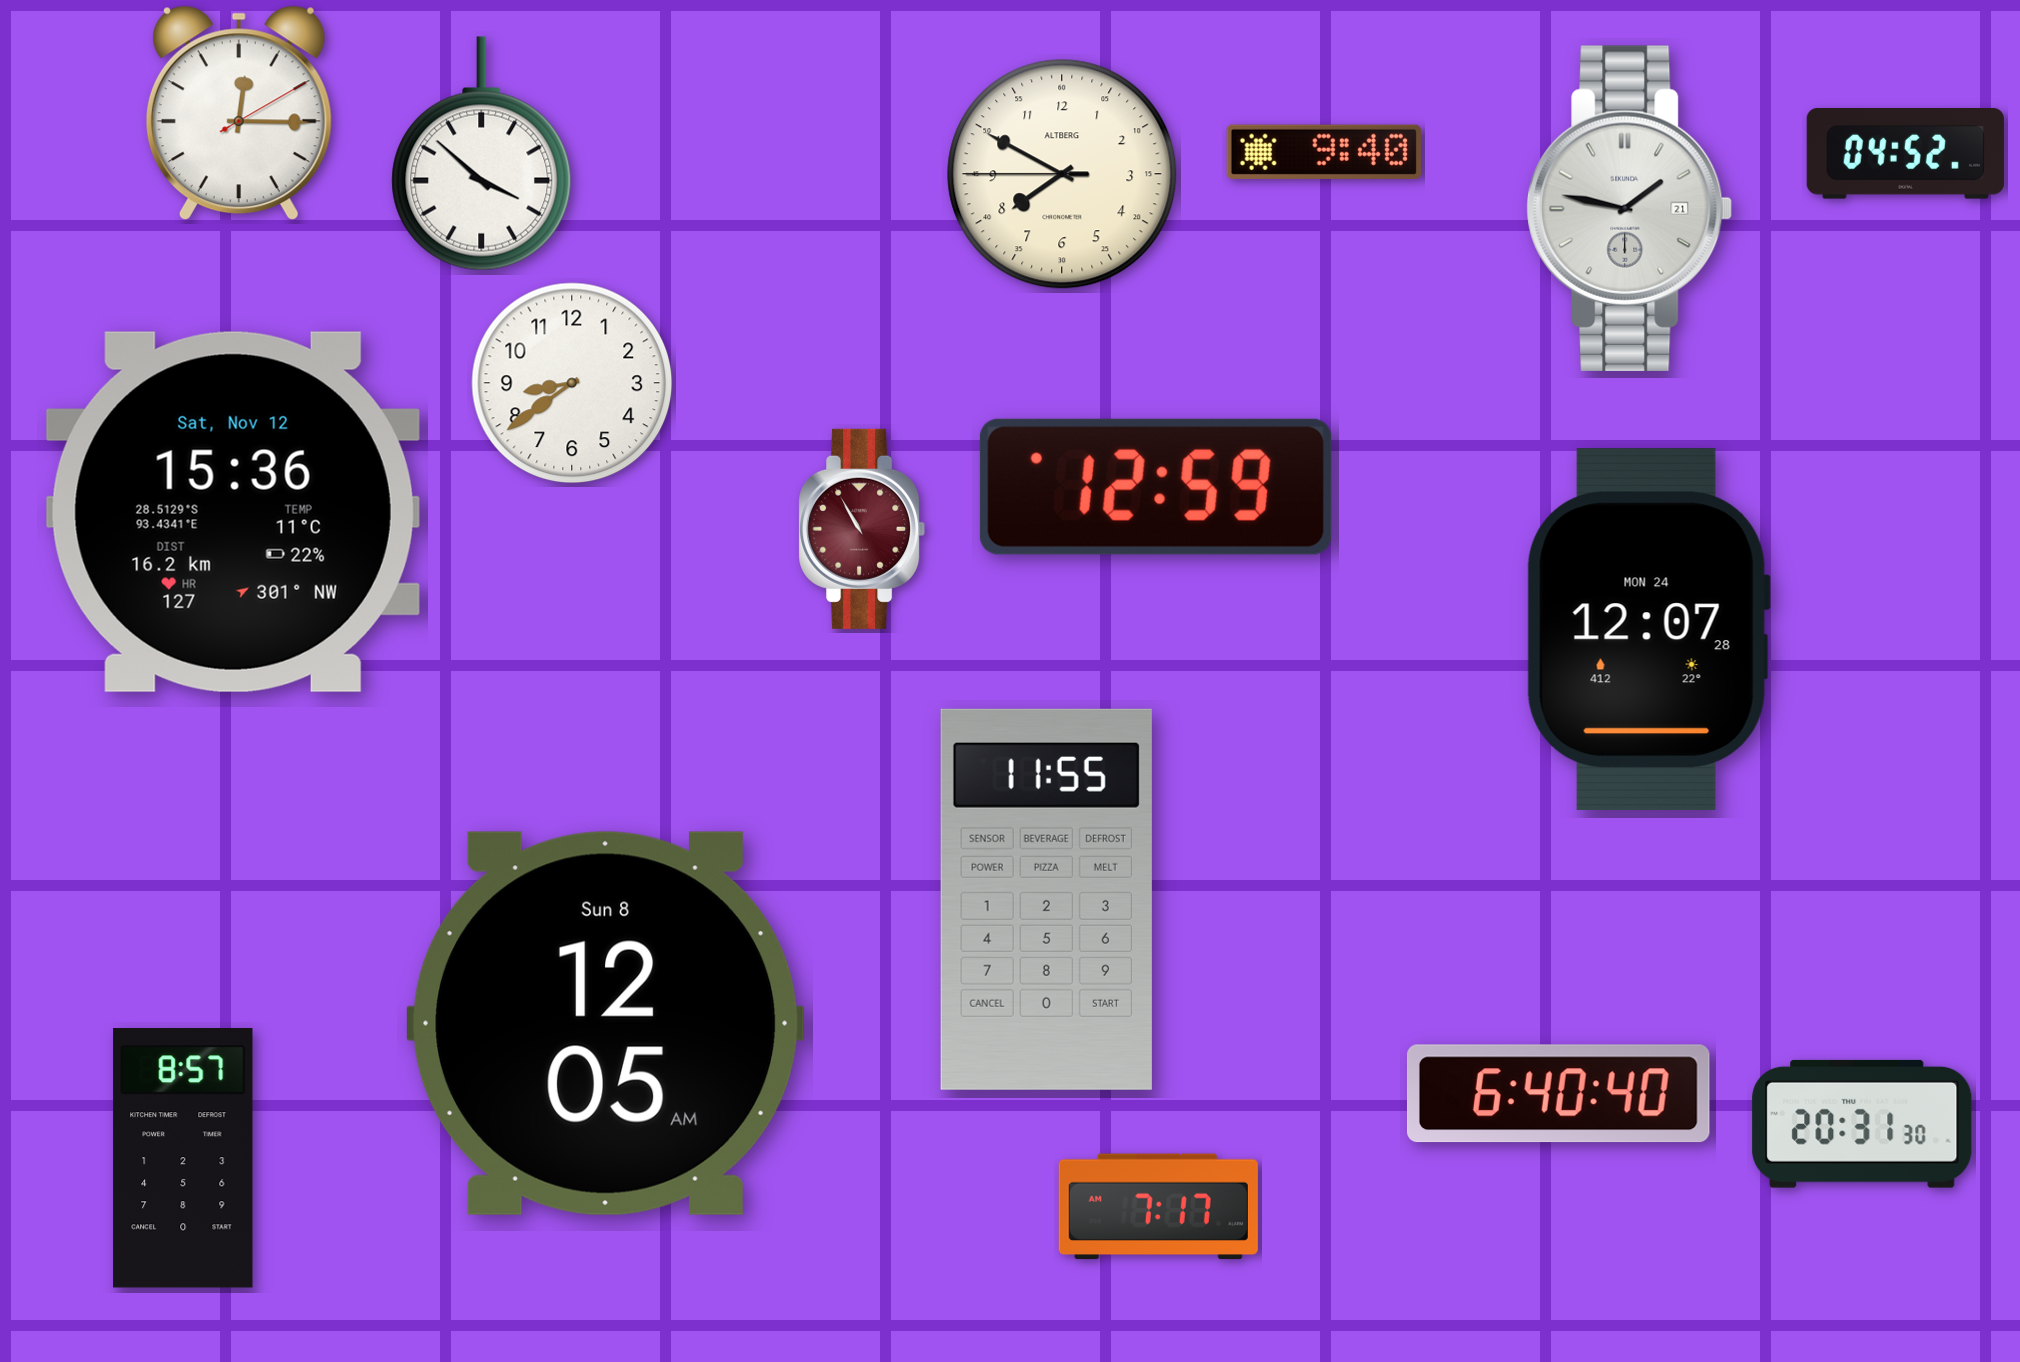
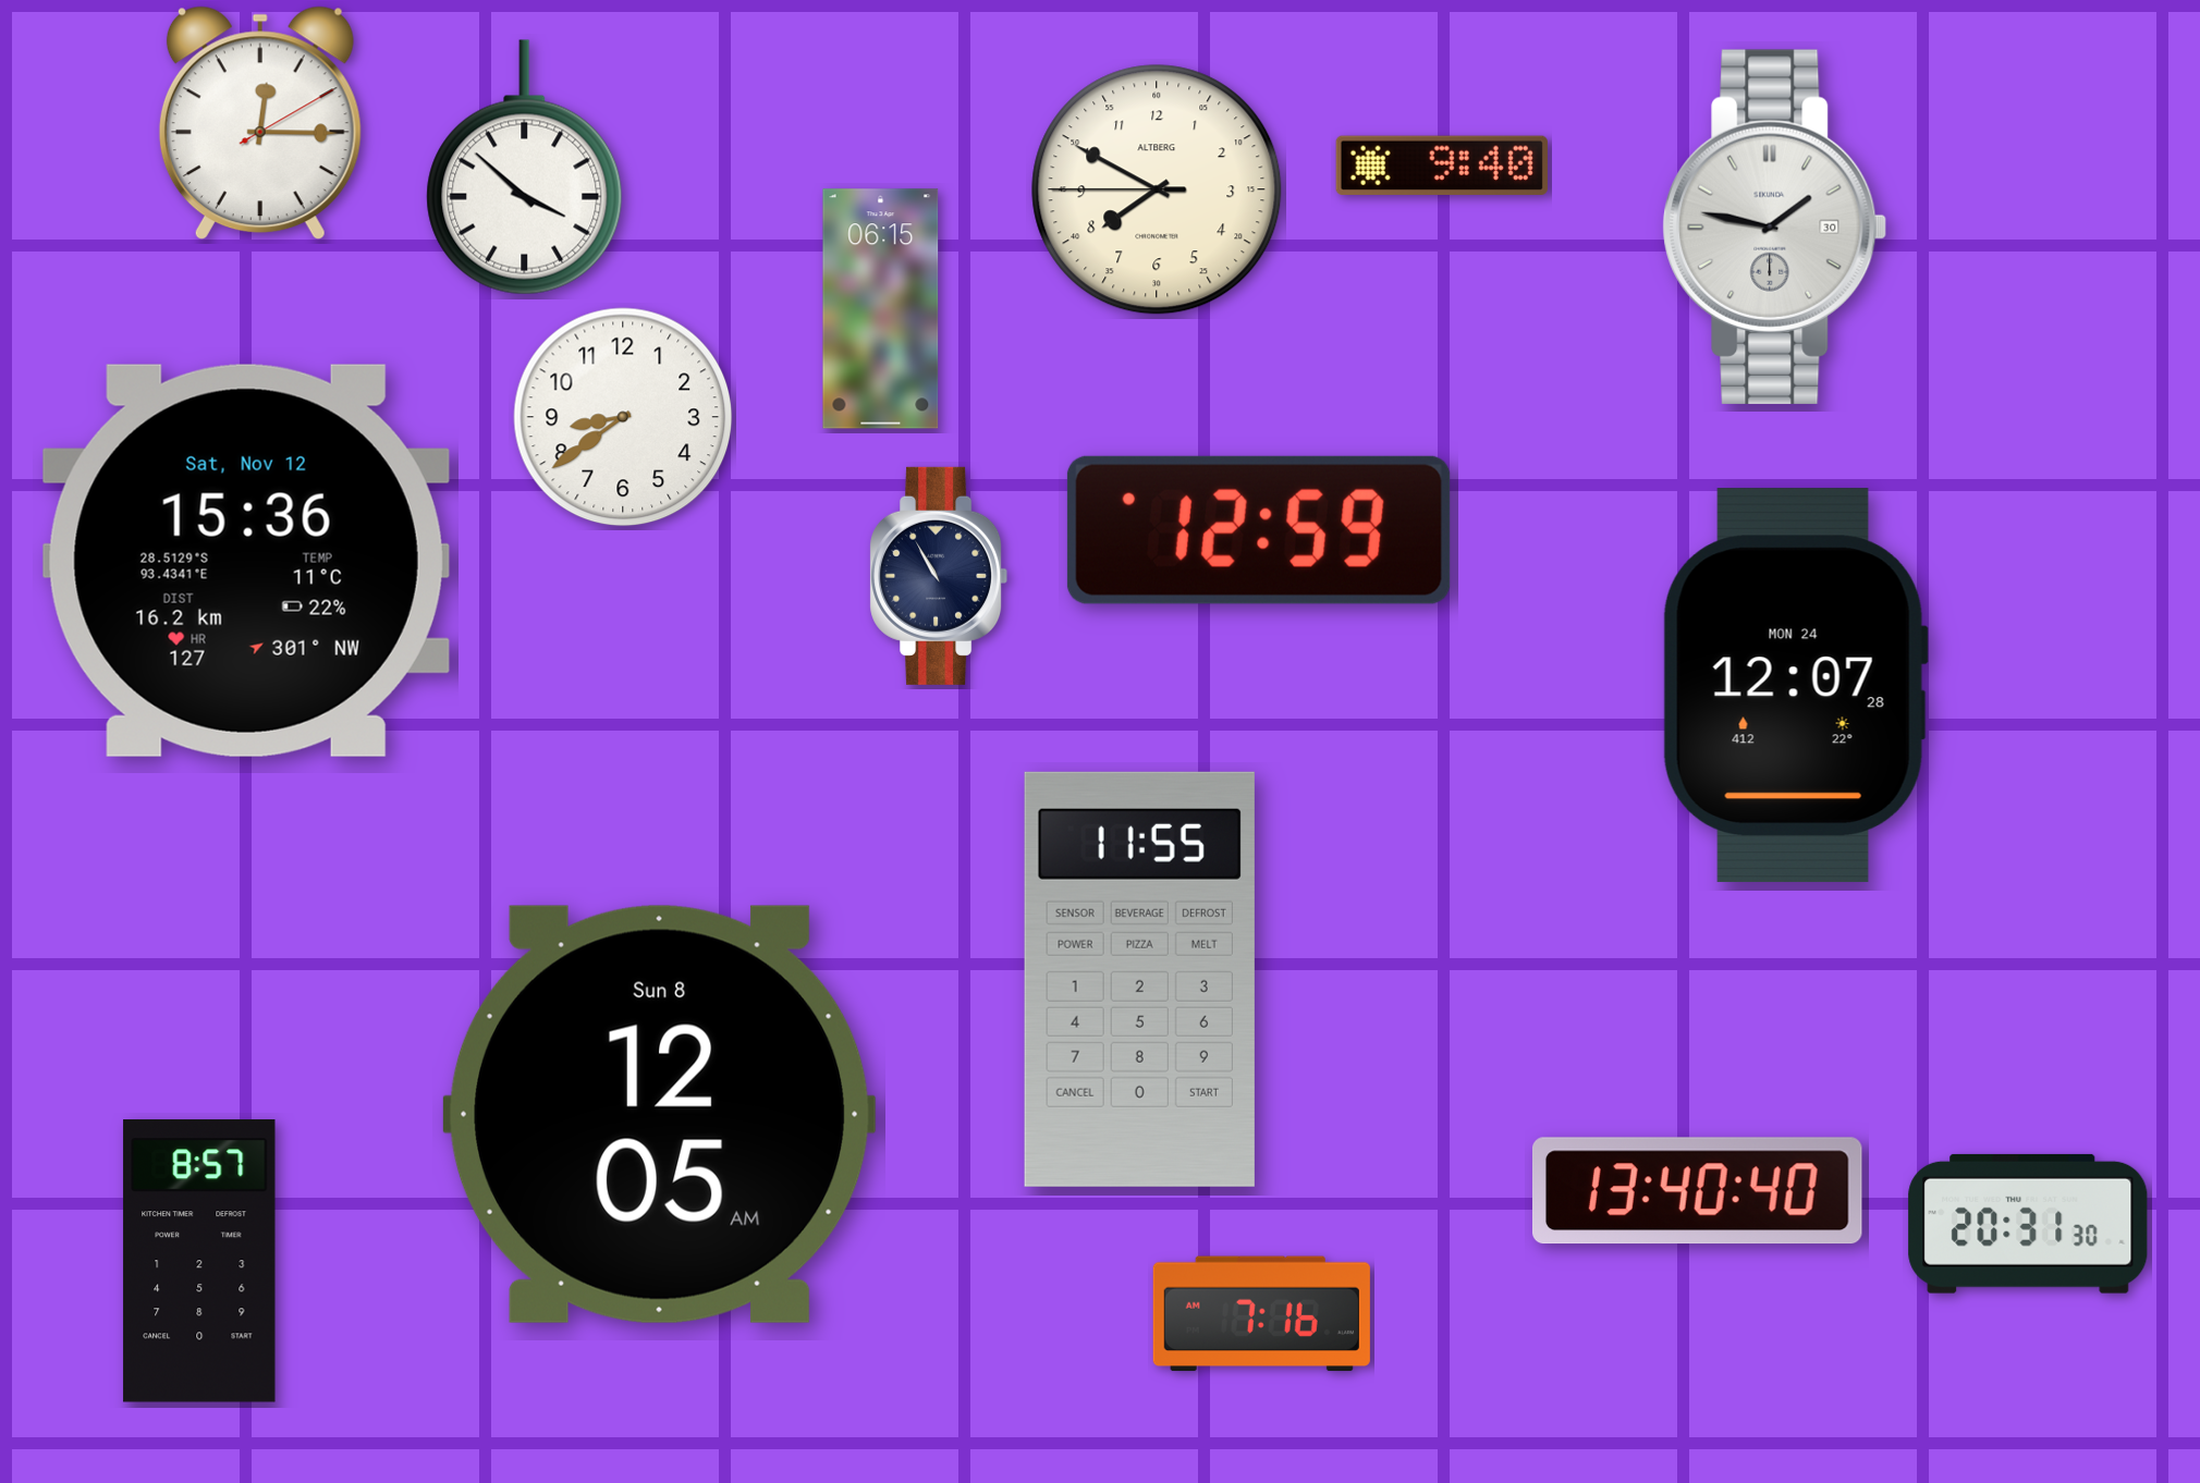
clock at (1905, 154): 04:52 -> none
clock at (1630, 208) date: 21 -> 30
clock at (881, 309): none -> 06:15
clock at (233, 512) position: (233, 512) -> (246, 561)
clock at (862, 529) dial: burgundy -> navy
clock at (1558, 1094): 6:40 -> 13:40
clock at (1158, 1207): 7:17 -> 7:16
